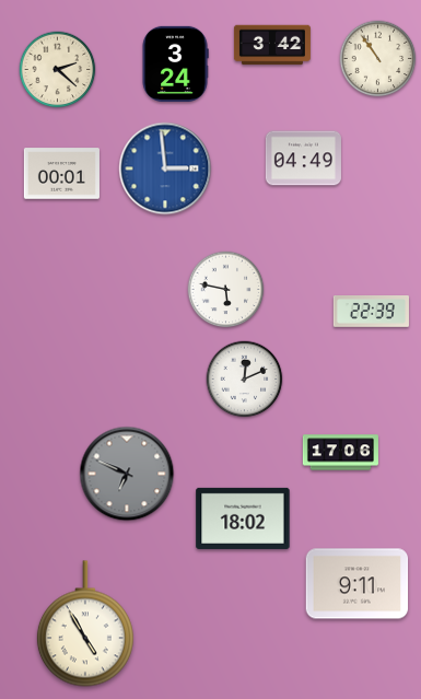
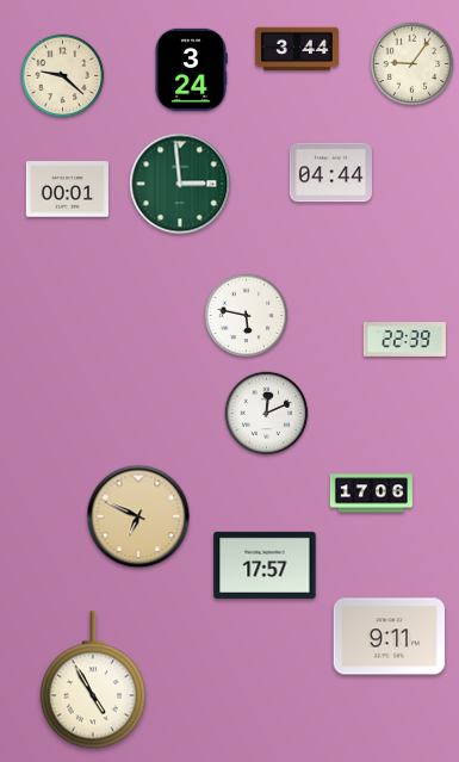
clock at (272, 45): 3:42 -> 3:44
clock at (378, 59): 10:54 -> 9:06
clock at (58, 70): 2:22 -> 9:22
clock at (303, 159): 04:49 -> 04:44
clock at (165, 168) dial: blue -> green
clock at (127, 474) dial: grey -> champagne
clock at (243, 519): 18:02 -> 17:57
